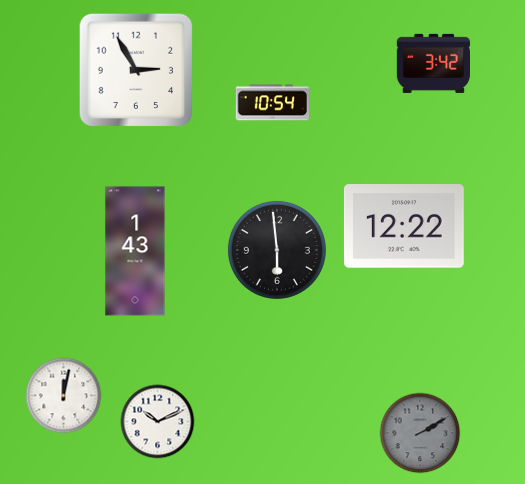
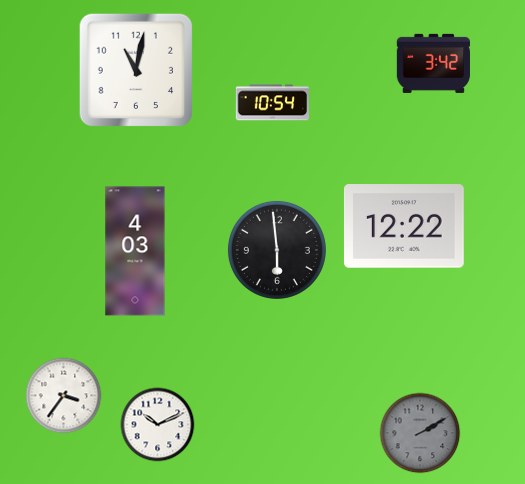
clock at (136, 70): 2:55 -> 11:02
clock at (135, 251): 1:43 -> 4:03
clock at (64, 396): 12:02 -> 3:36
clock at (158, 422) position: (158, 422) -> (158, 425)
